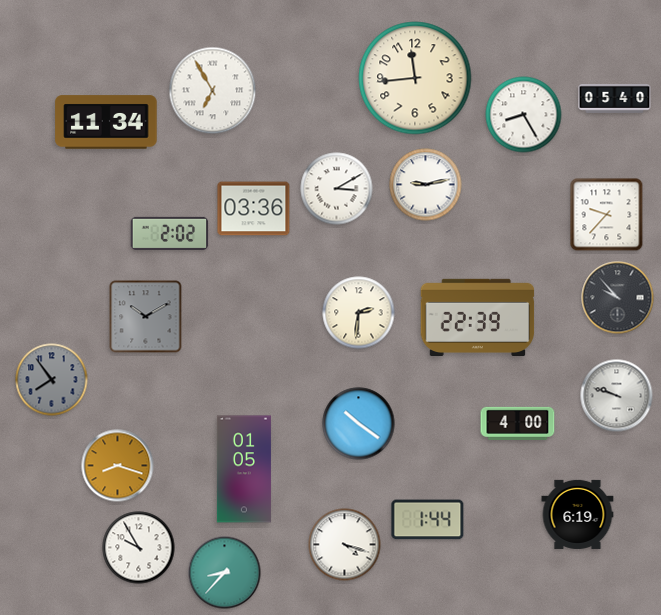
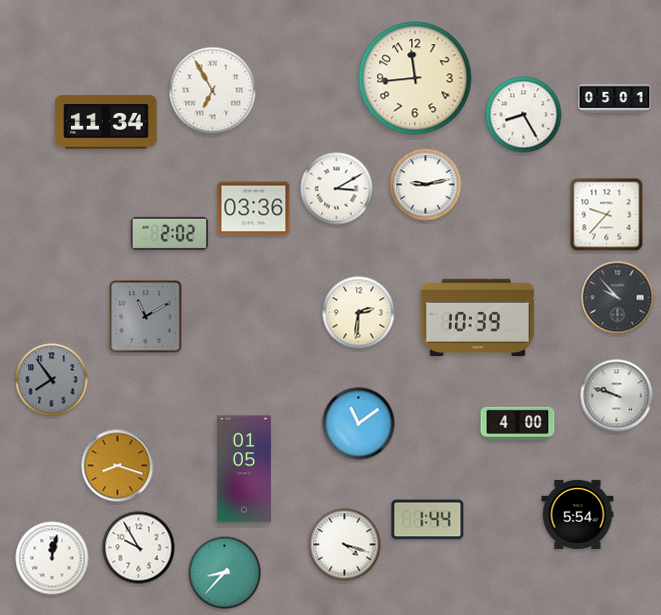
clock at (615, 98): 05:40 -> 05:01
clock at (146, 317): 10:10 -> 11:10
clock at (478, 318): 22:39 -> 10:39
clock at (359, 424): 10:21 -> 11:09
clock at (578, 514): 6:19 -> 5:54
clock at (52, 558): none -> 12:02
